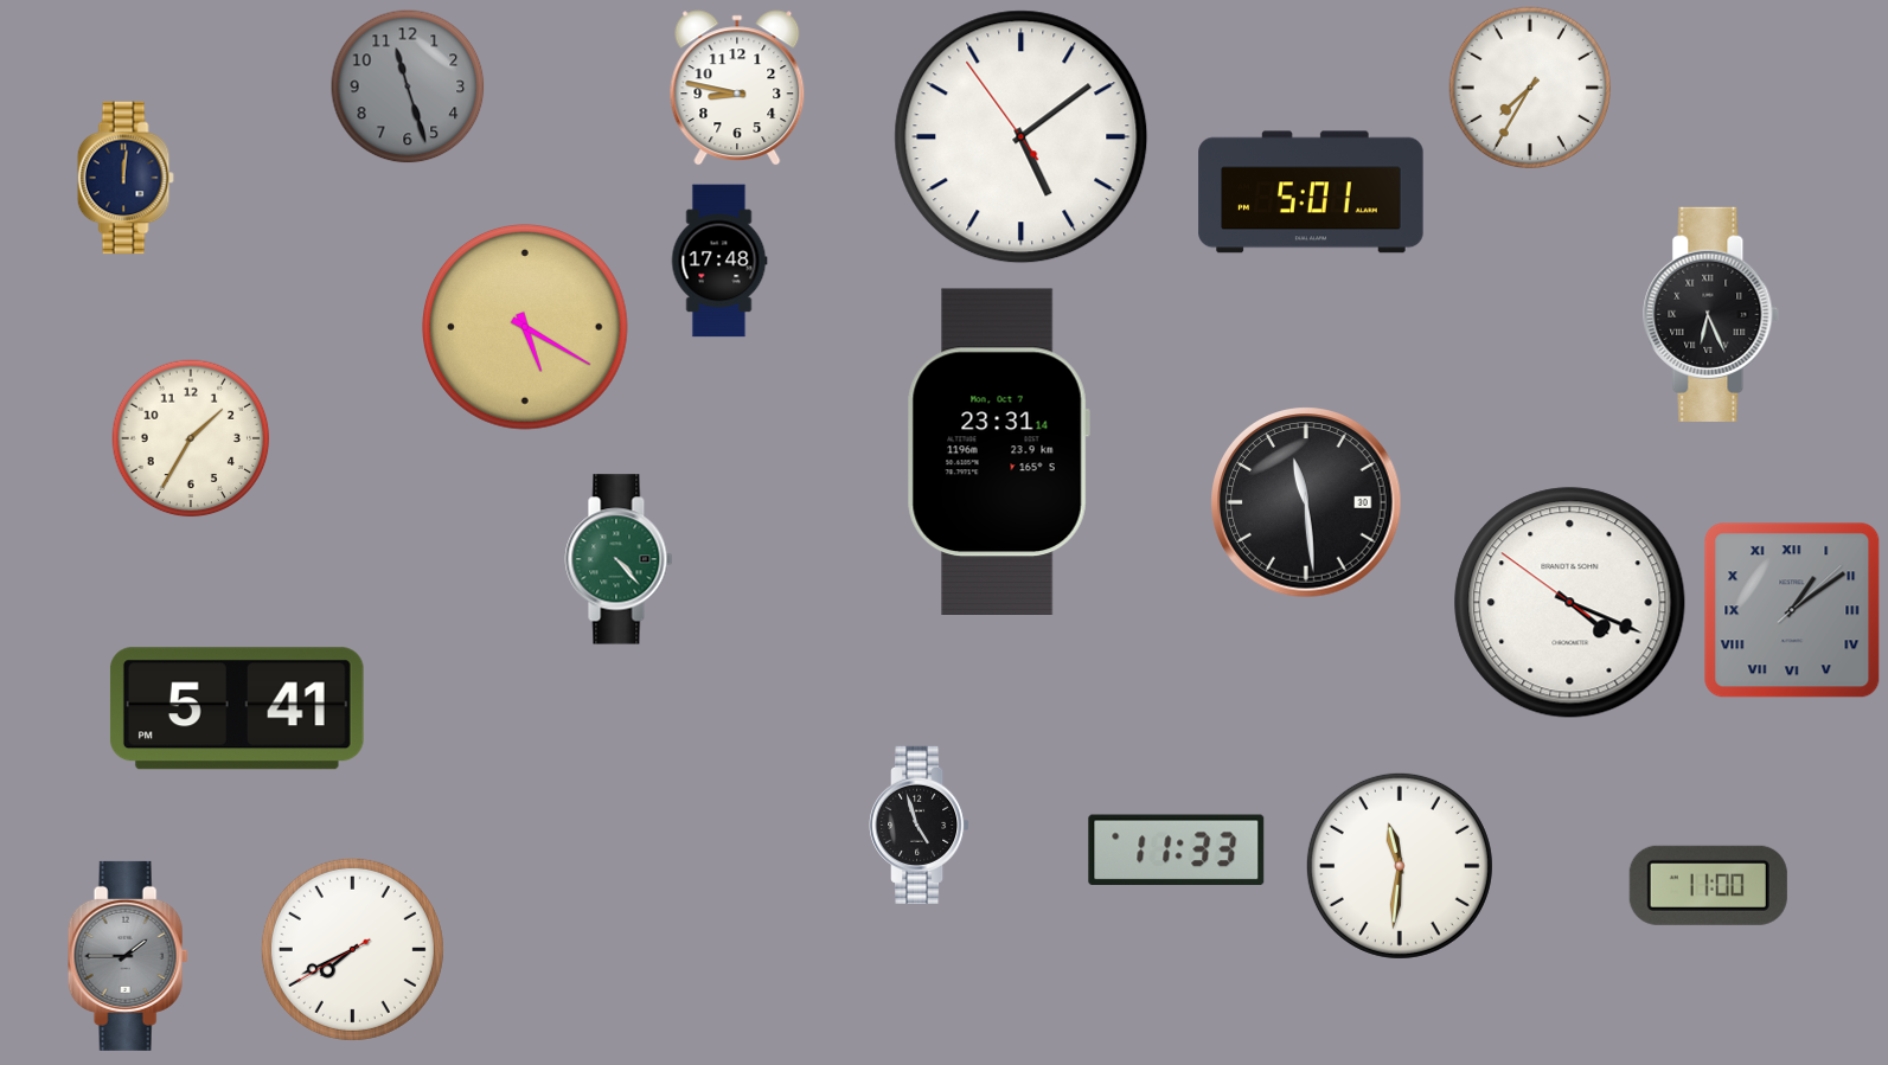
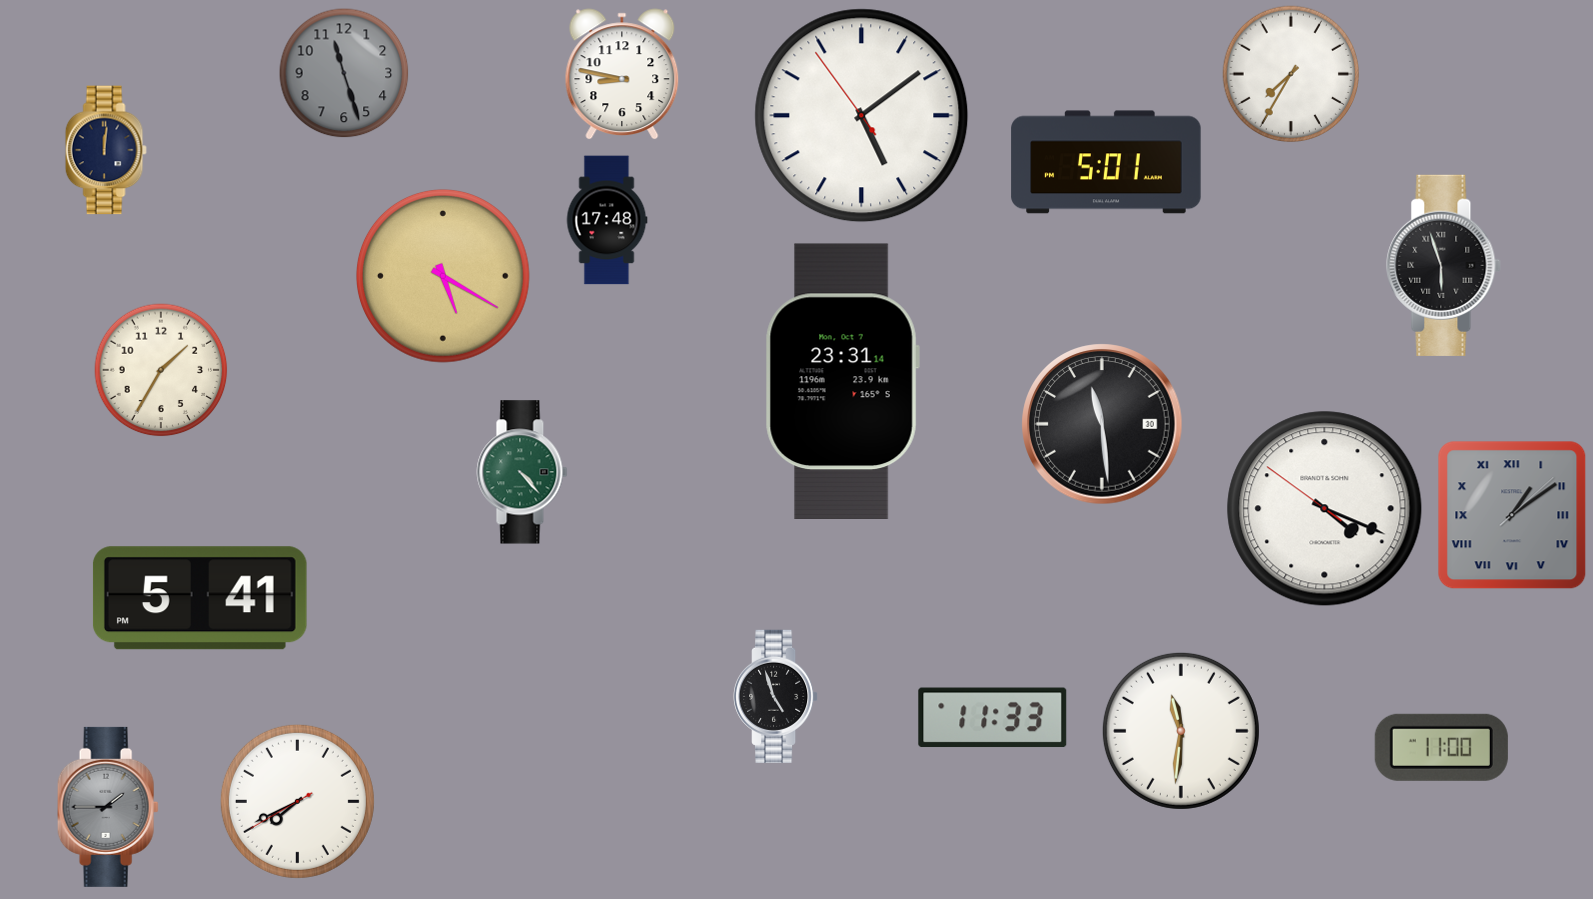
clock at (1711, 314): 6:26 -> 5:57
